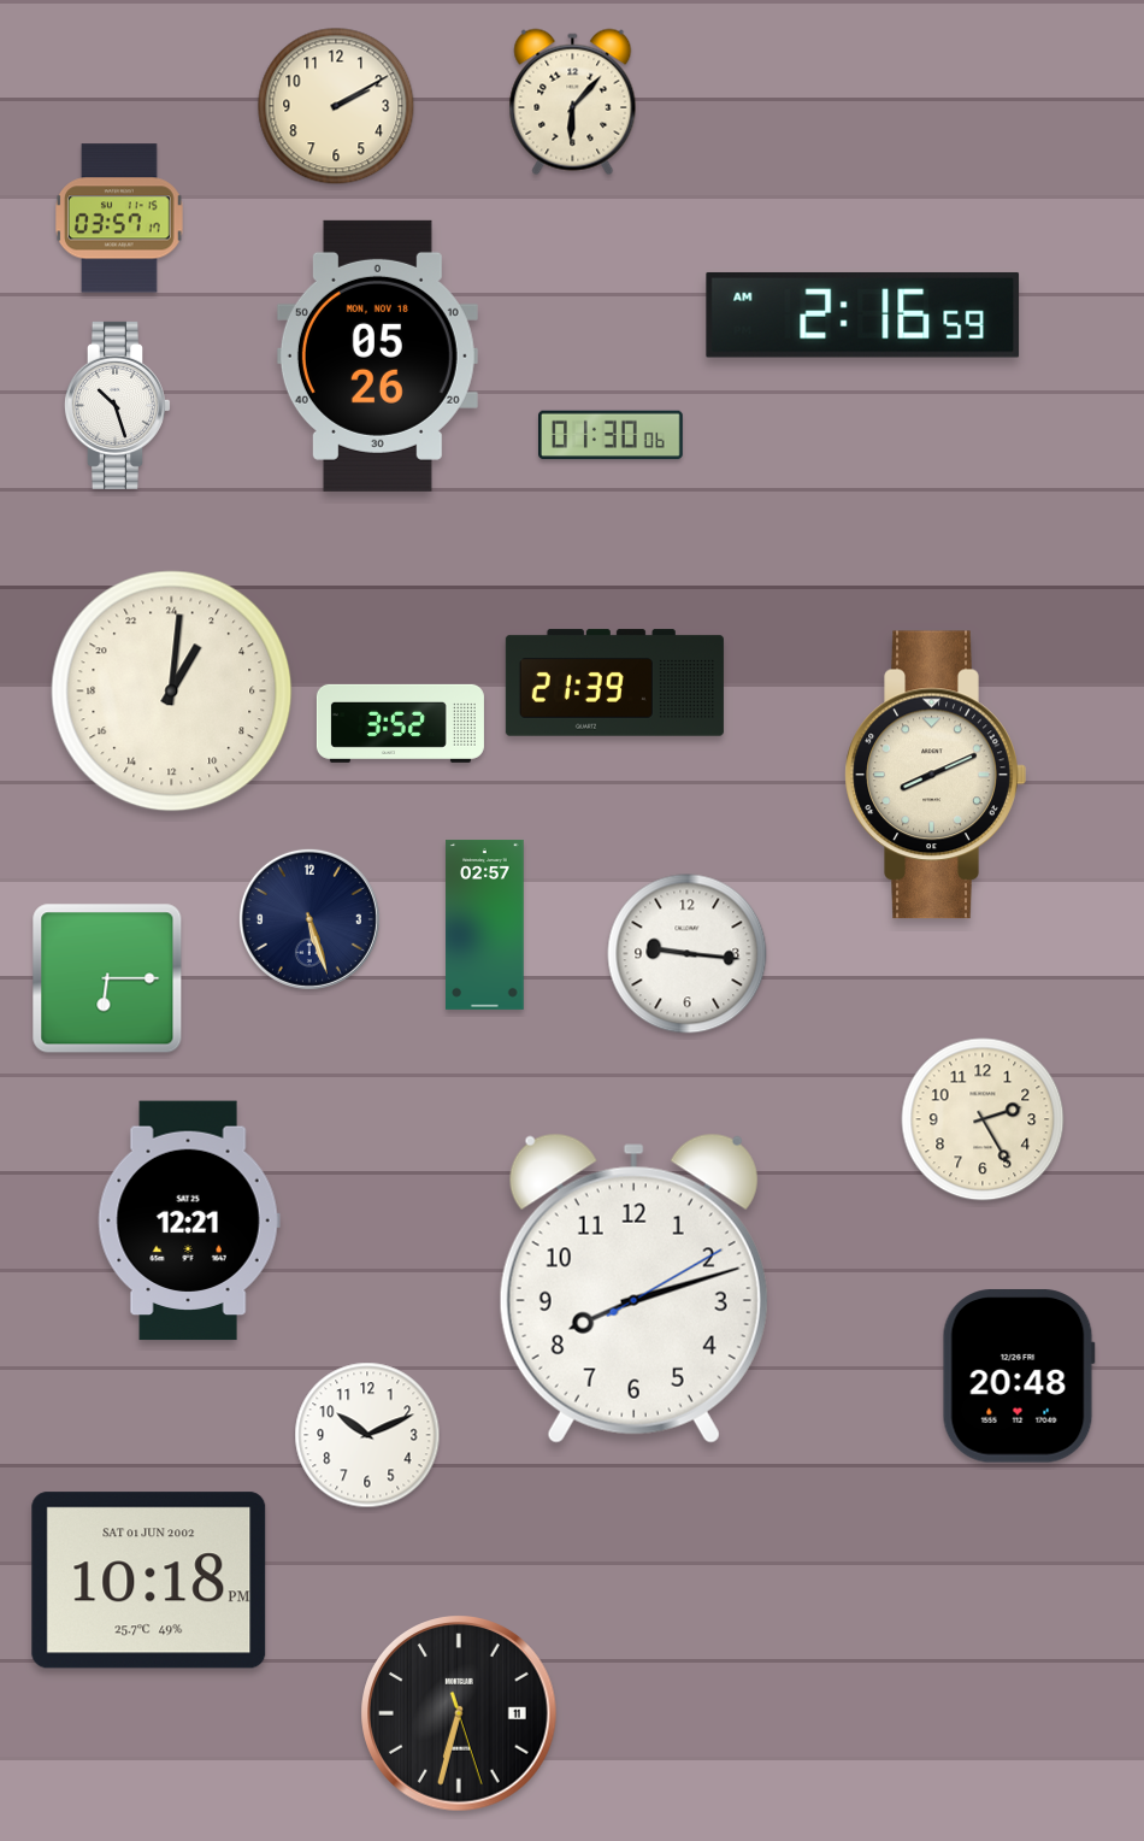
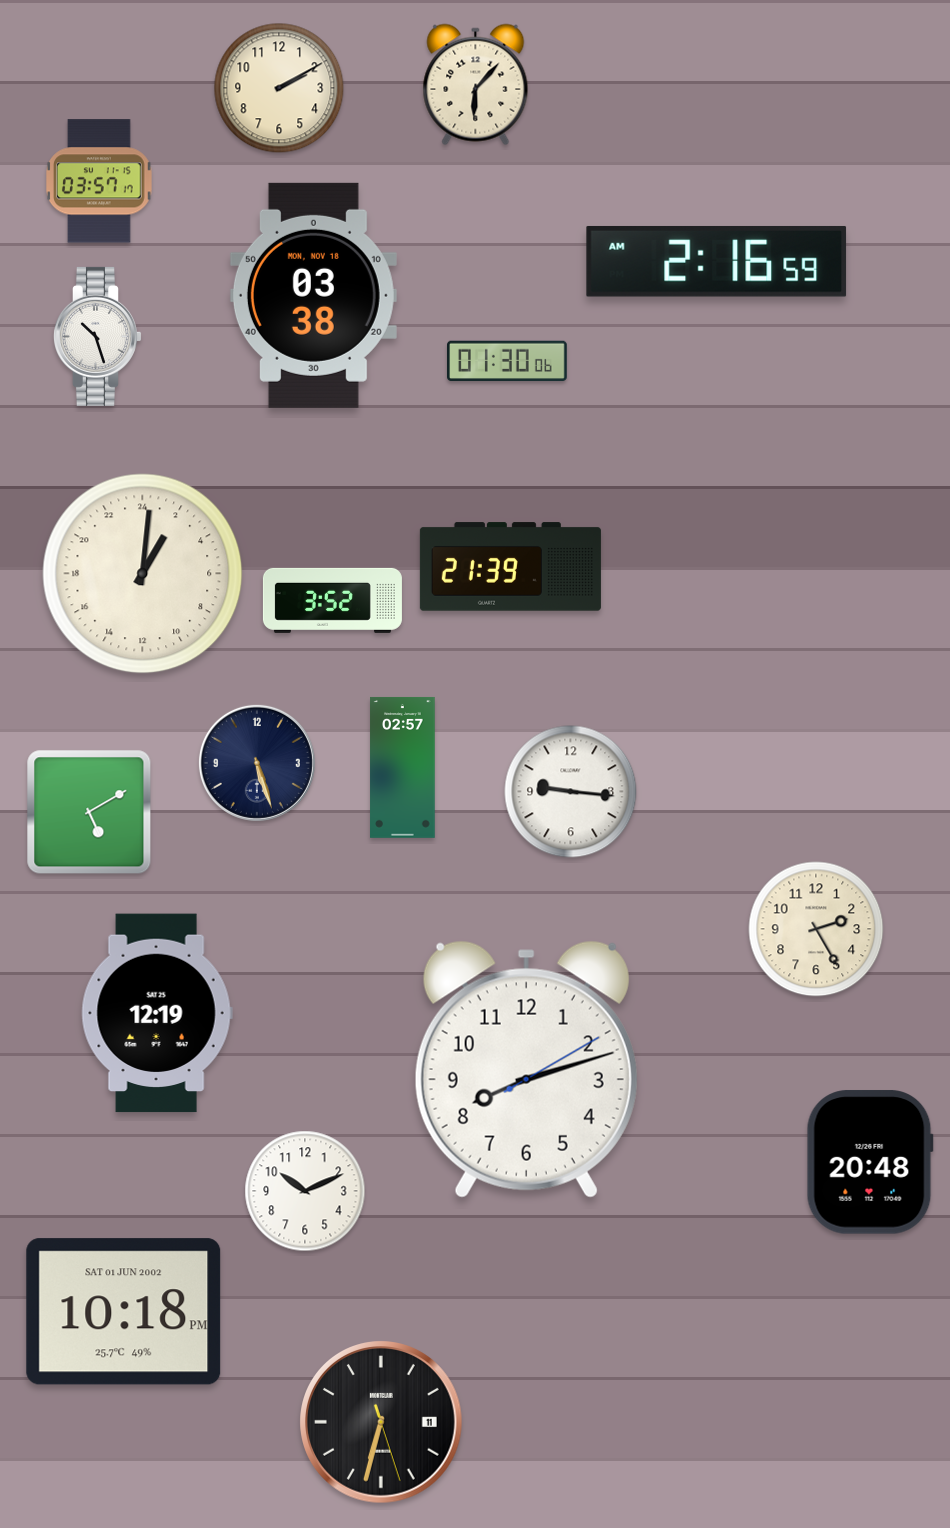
clock at (377, 355): 05:26 -> 03:38
clock at (936, 775): 8:11 -> none
clock at (107, 978): 6:15 -> 5:10
clock at (189, 1221): 12:21 -> 12:19
clock at (1019, 1376) position: (1019, 1376) -> (870, 1162)
